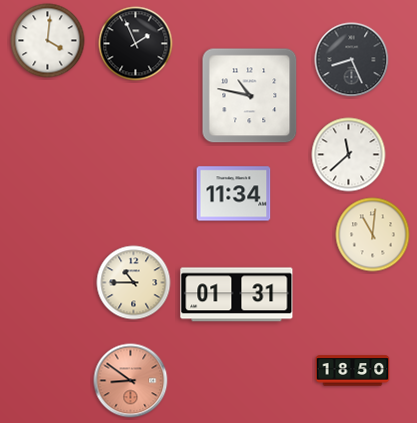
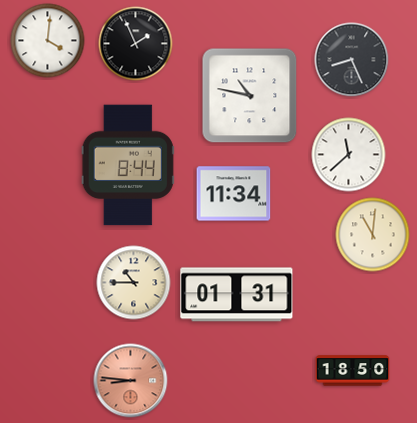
clock at (128, 165): none -> 8:44
clock at (131, 381): 8:51 -> 8:46
